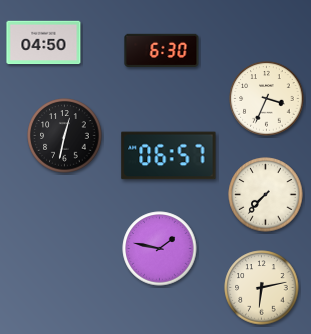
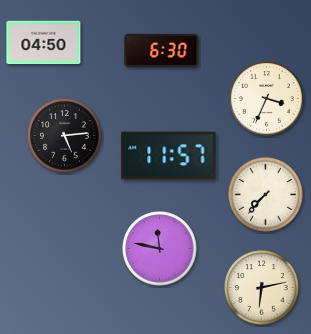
clock at (65, 136): 12:32 -> 5:14
clock at (169, 156): 06:57 -> 11:57
clock at (160, 249): 1:47 -> 11:47
